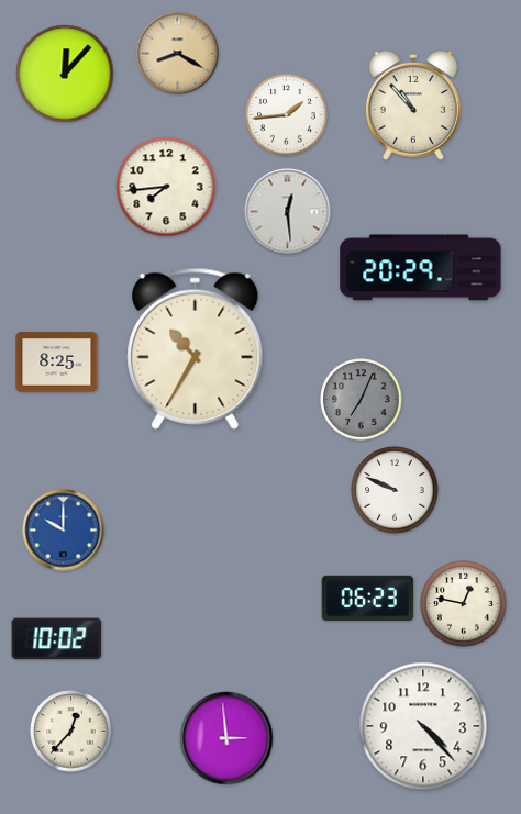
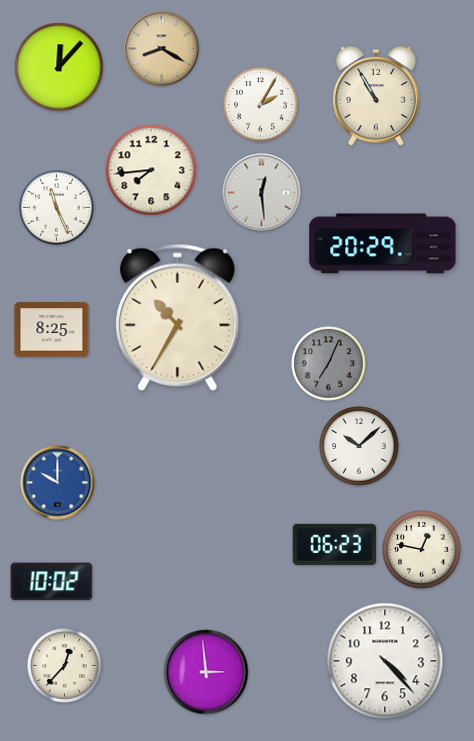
clock at (413, 105): 10:53 -> 10:55
clock at (287, 115): 1:44 -> 2:05
clock at (57, 208): none -> 11:26
clock at (395, 490): 9:49 -> 10:08
